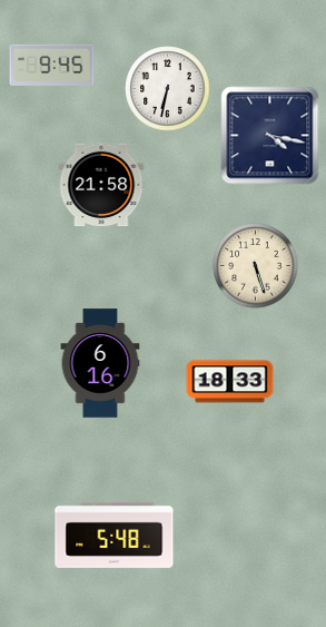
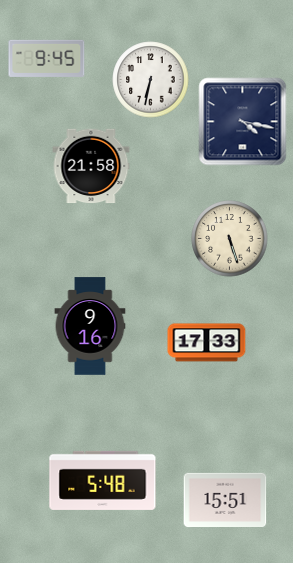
clock at (100, 363): 6:16 -> 9:16
clock at (230, 382): 18:33 -> 17:33
clock at (225, 499): none -> 15:51
